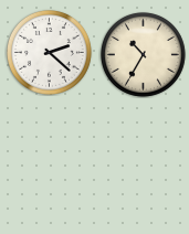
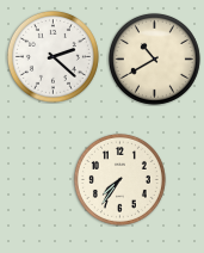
clock at (143, 54): 10:35 -> 10:40
clock at (119, 179): none -> 7:36
